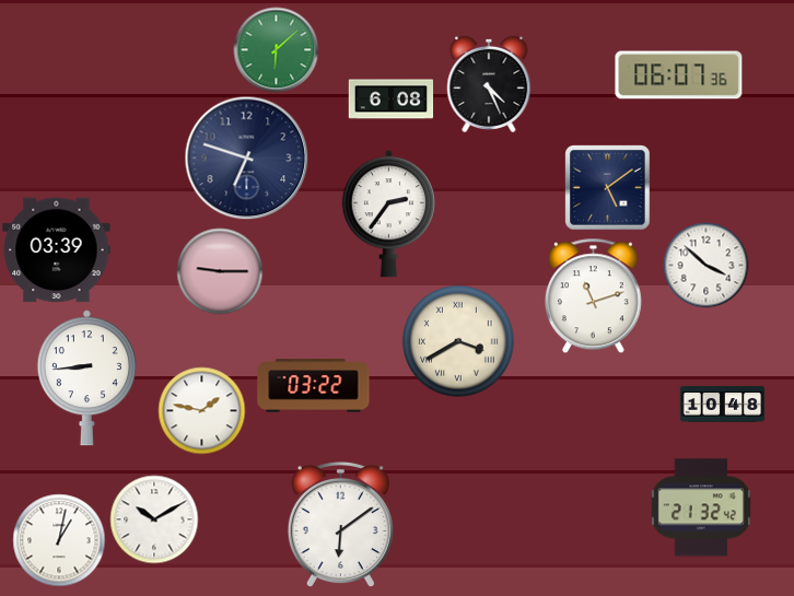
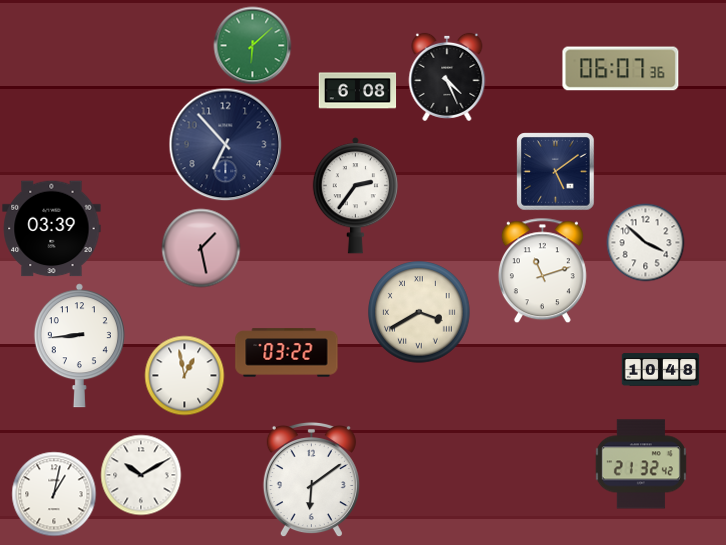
clock at (246, 157): 6:48 -> 6:53
clock at (220, 271): 9:15 -> 1:28
clock at (201, 410): 1:47 -> 12:58
